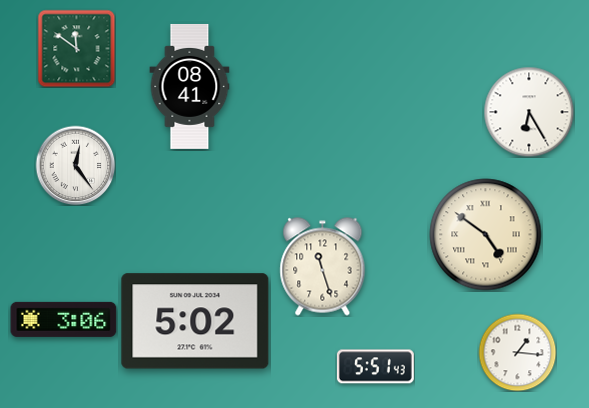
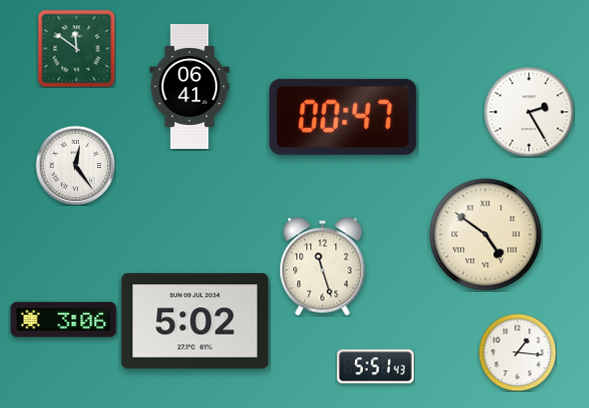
clock at (190, 86): 08:41 -> 06:41
clock at (529, 112): 6:25 -> 2:25
clock at (343, 117): none -> 00:47
